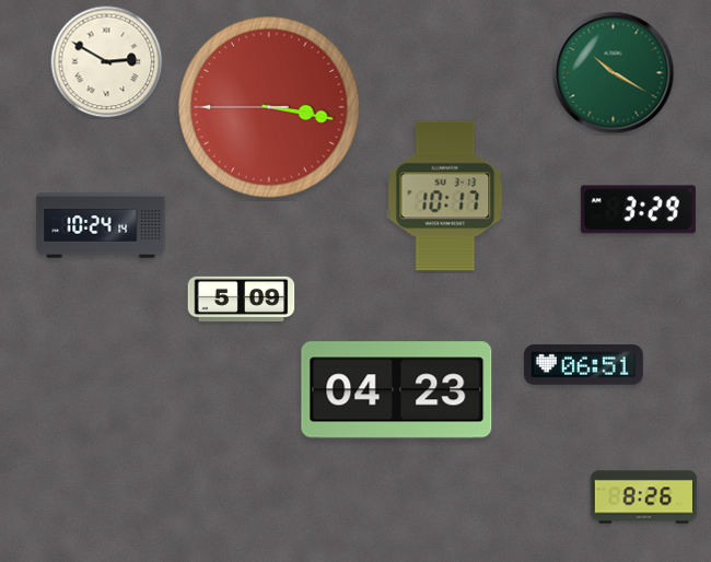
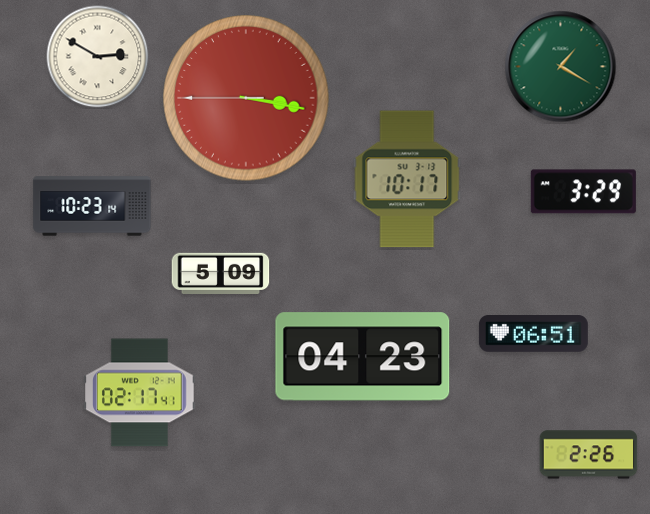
clock at (614, 73): 10:20 -> 1:20
clock at (101, 225): 10:24 -> 10:23
clock at (140, 393): none -> 02:17
clock at (644, 497): 8:26 -> 2:26
